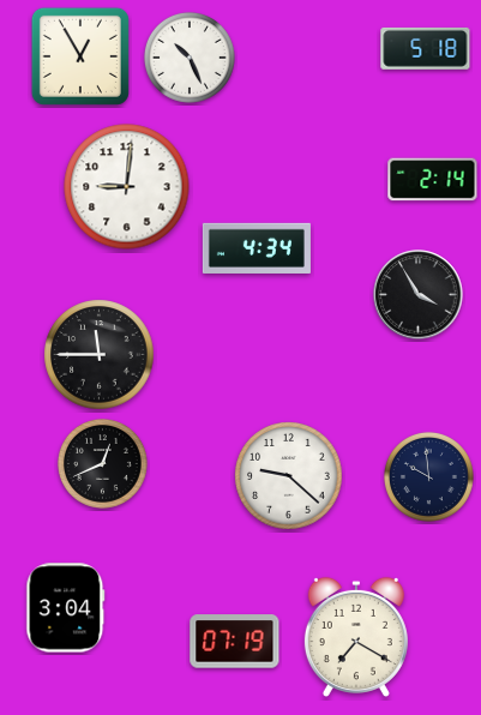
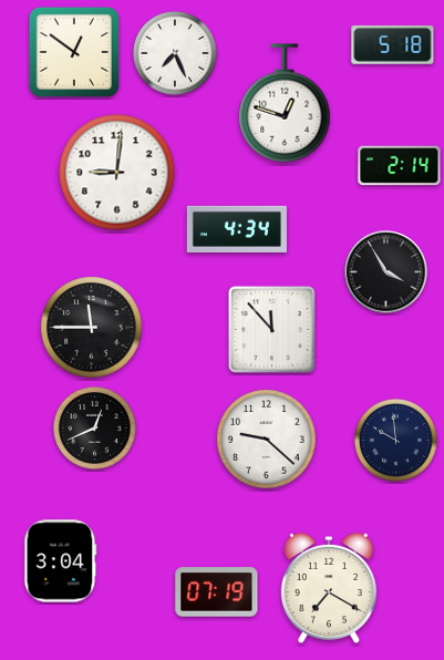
clock at (80, 56): 12:55 -> 12:51
clock at (190, 58): 10:26 -> 7:26
clock at (285, 103): none -> 12:48
clock at (272, 330): none -> 11:53
